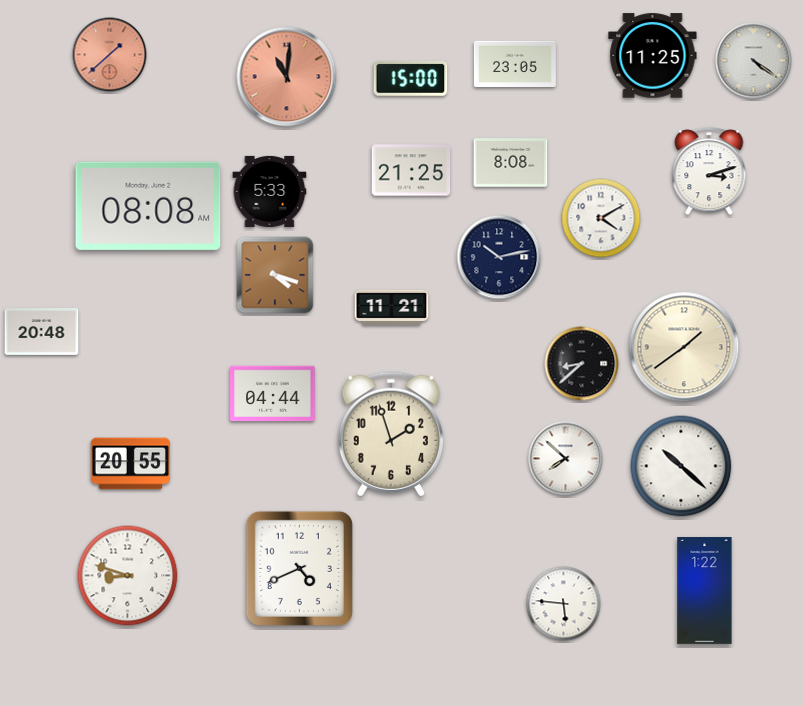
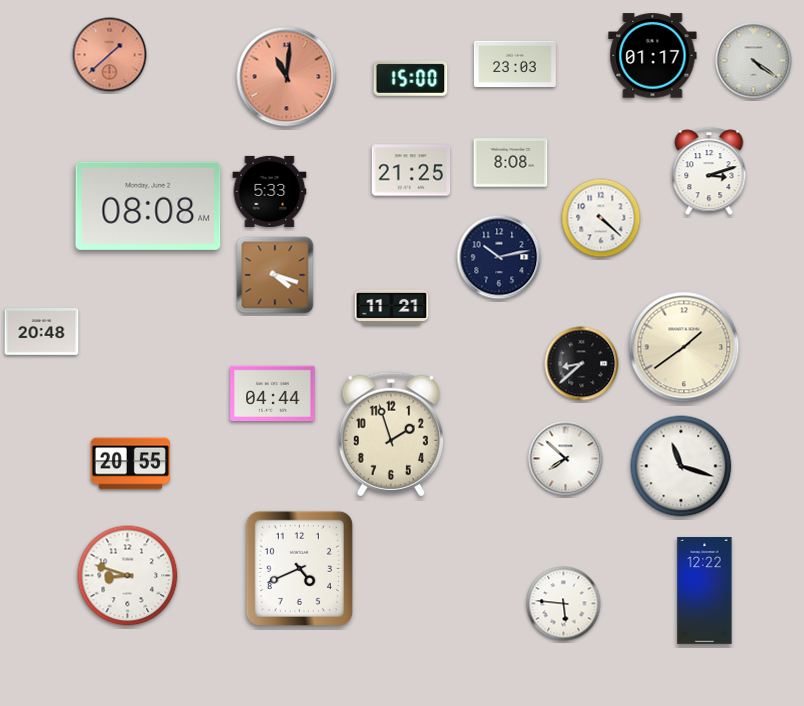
clock at (653, 56): 11:25 -> 01:17
clock at (515, 63): 23:05 -> 23:03
clock at (601, 218): 4:10 -> 4:22
clock at (681, 466): 10:22 -> 11:18
clock at (705, 591): 1:22 -> 12:22
